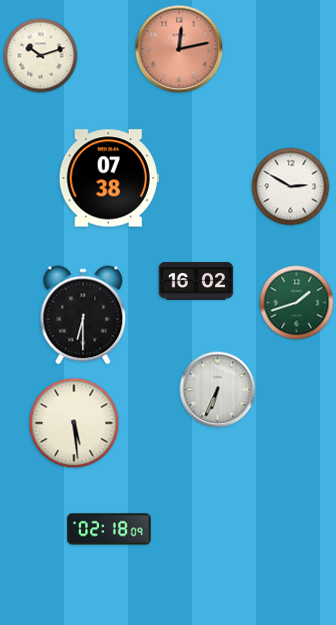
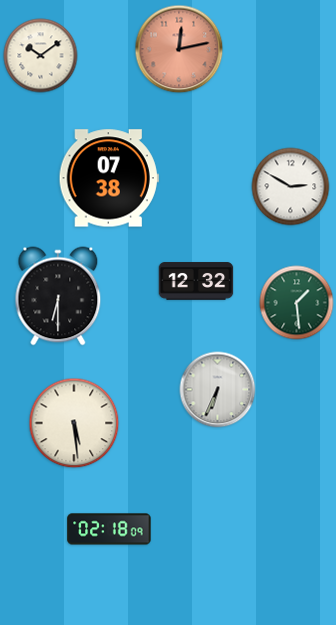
clock at (41, 56): 10:12 -> 10:09
clock at (196, 281): 16:02 -> 12:32
clock at (297, 303): 1:42 -> 1:29
clock at (83, 315) position: (83, 315) -> (58, 296)
